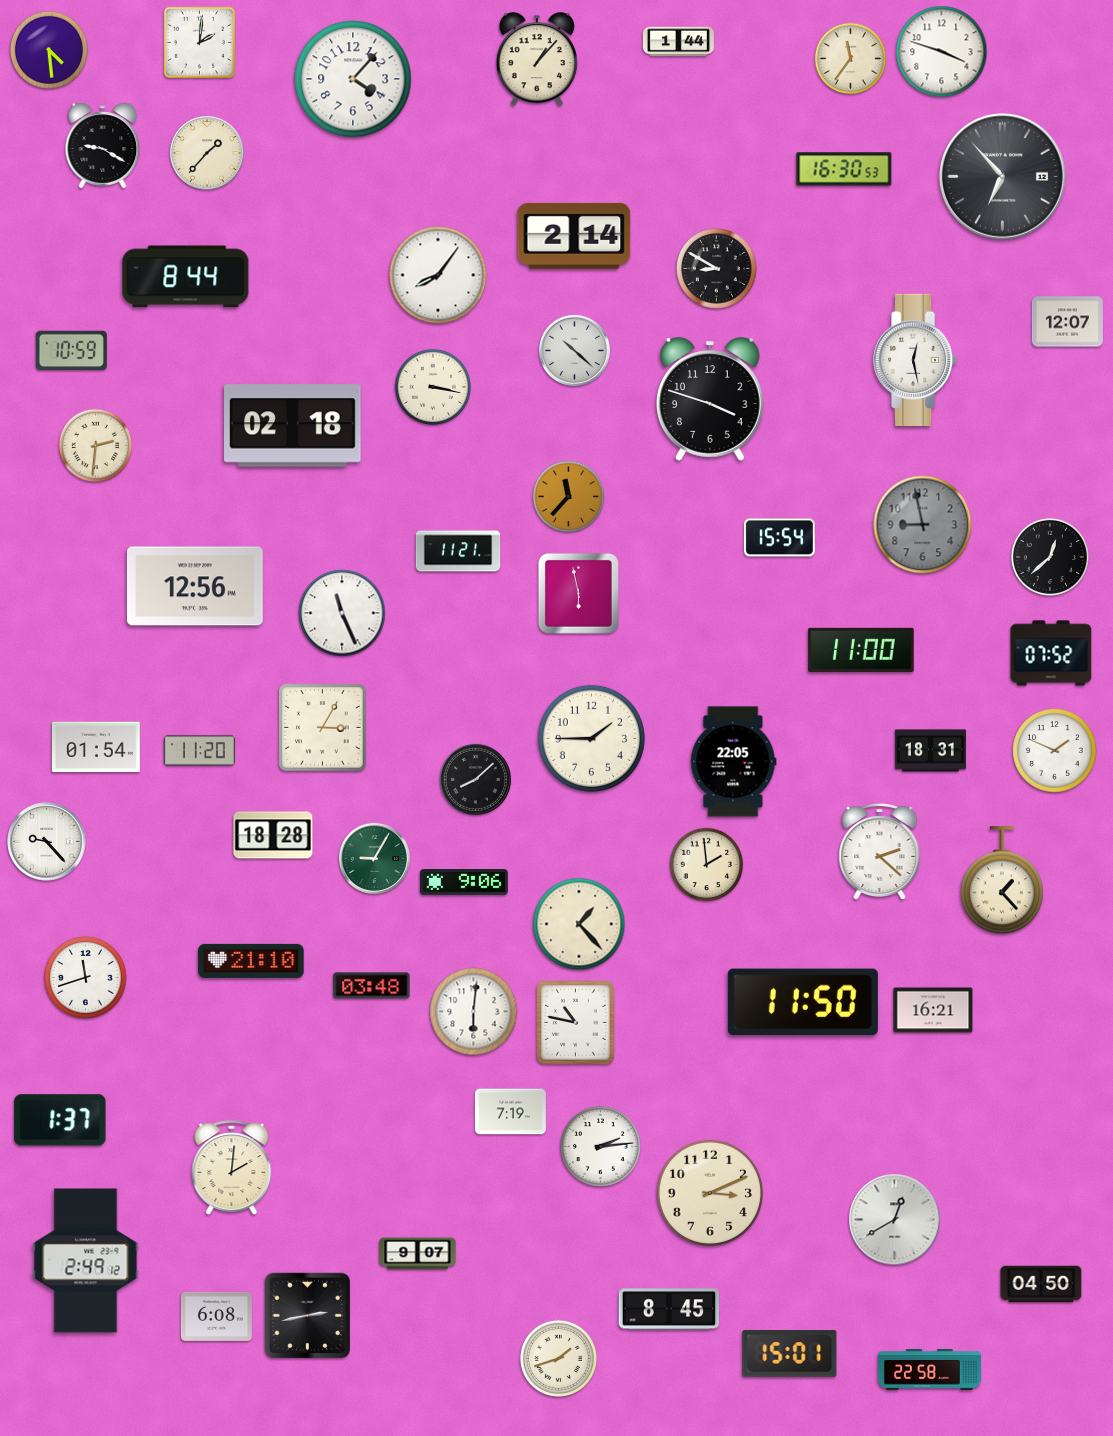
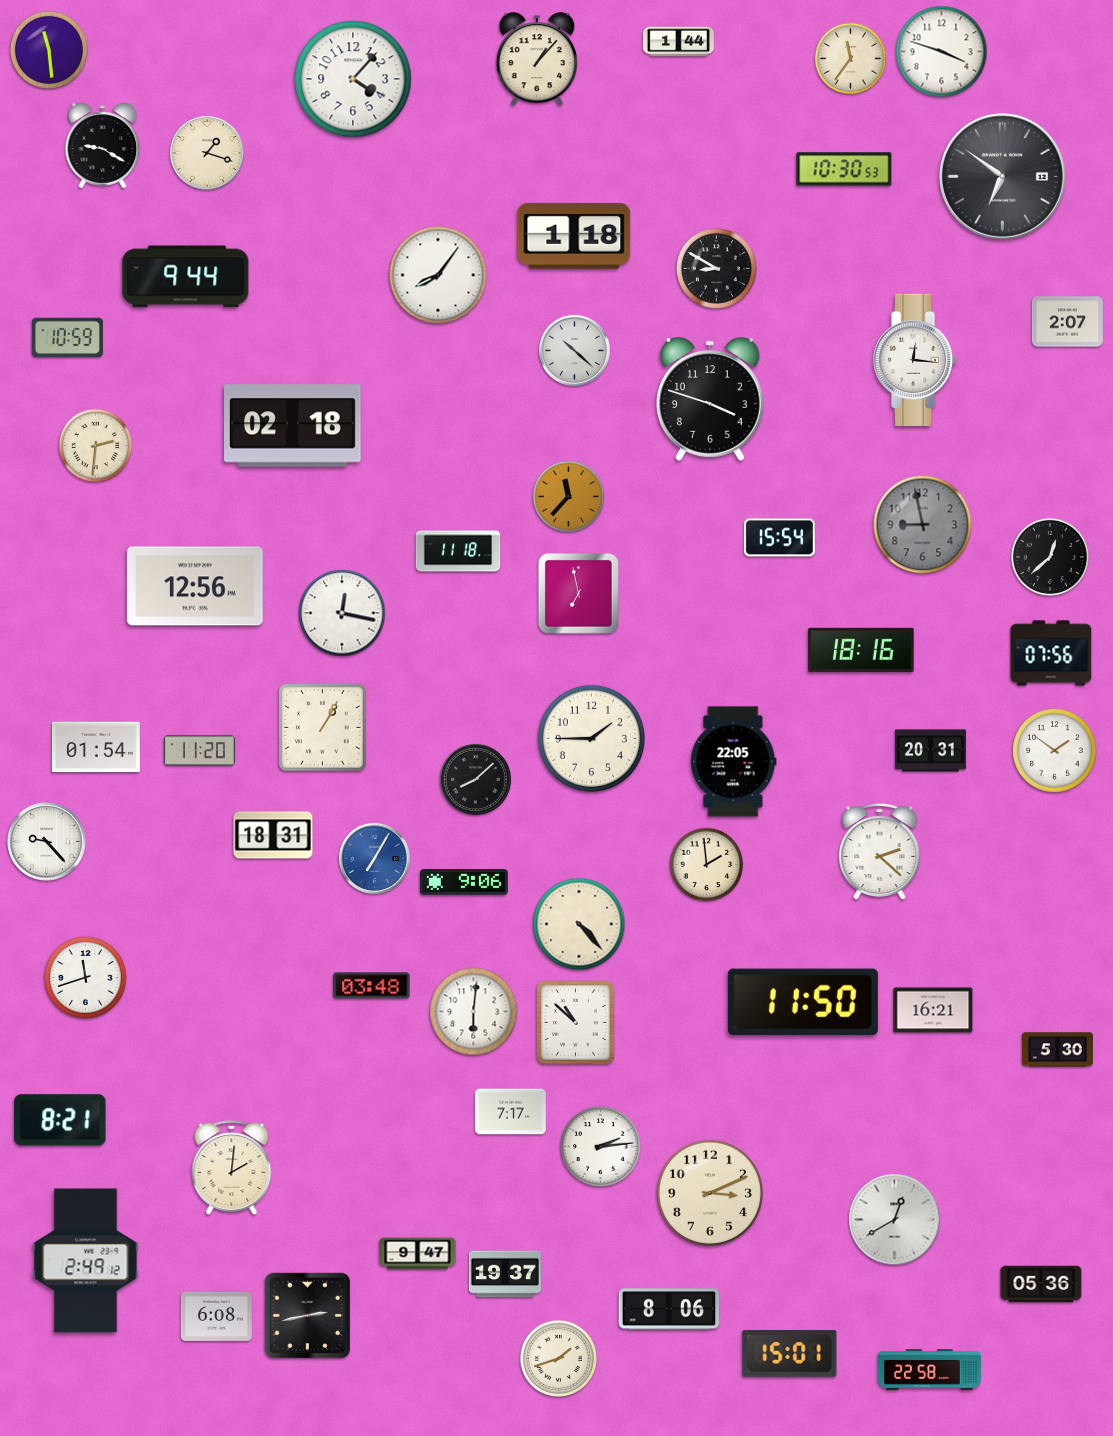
clock at (199, 42): 2:01 -> none
clock at (49, 50): 4:29 -> 11:29
clock at (207, 153): 1:37 -> 1:18
clock at (844, 169): 16:30 -> 10:30
clock at (1003, 177): 6:53 -> 6:51
clock at (574, 236): 2:14 -> 1:18
clock at (186, 277): 8:44 -> 9:44
clock at (1067, 322): 12:07 -> 2:07
clock at (71, 351) position: (71, 351) -> (67, 338)
clock at (916, 359): 12:28 -> 12:16
clock at (432, 386): 3:17 -> none
clock at (458, 551): 11:21 -> 11:18
clock at (578, 593): 5:58 -> 6:58
clock at (342, 613): 11:26 -> 12:17
clock at (861, 650): 11:00 -> 18:16
clock at (1051, 653): 07:52 -> 07:56
clock at (323, 728): 3:05 -> 1:05
clock at (930, 751): 18:31 -> 20:31
clock at (1055, 751): 1:49 -> 1:51
clock at (273, 835): 18:28 -> 18:31
clock at (374, 858): 9:05 -> 7:05
clock at (374, 858) dial: green -> blue
clock at (1002, 881): 1:23 -> none
clock at (579, 924): 1:23 -> 4:23
clock at (251, 961): 21:10 -> none
clock at (576, 1023): 10:47 -> 10:52
clock at (1057, 1050): none -> 5:30
clock at (510, 1112): 7:19 -> 7:17
clock at (60, 1120): 1:37 -> 8:21
clock at (418, 1254): 9:07 -> 9:47
clock at (505, 1274): none -> 19:37
clock at (1041, 1284): 04:50 -> 05:36
clock at (669, 1309): 8:45 -> 8:06
